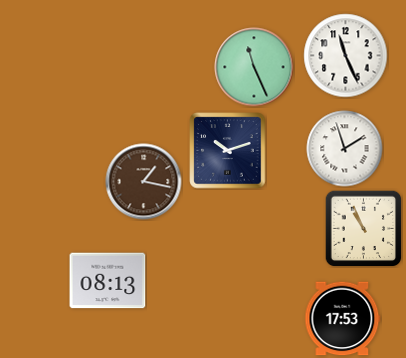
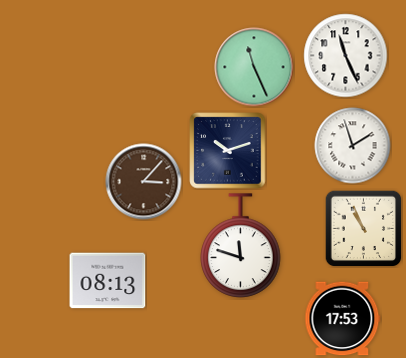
clock at (345, 149) position: (345, 149) -> (353, 146)
clock at (144, 182): 1:17 -> 3:07
clock at (241, 246): none -> 11:48
